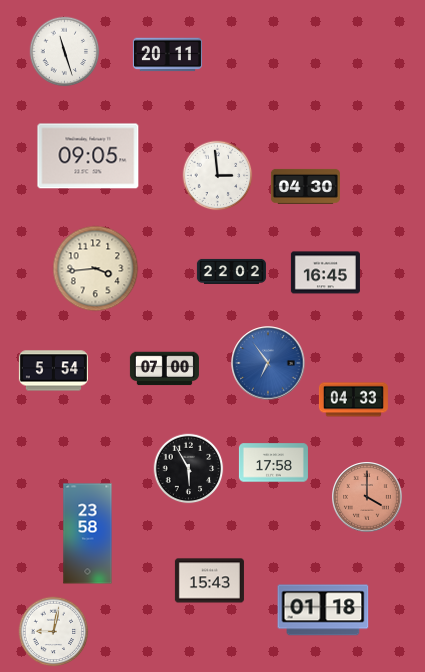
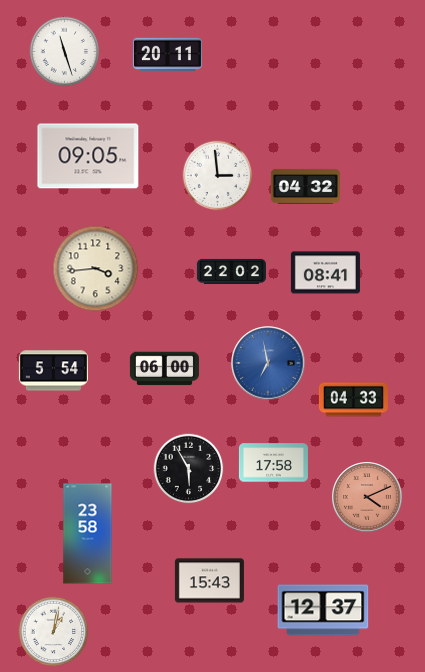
clock at (305, 186): 04:30 -> 04:32
clock at (325, 273): 16:45 -> 08:41
clock at (268, 363): 6:54 -> 6:58
clock at (164, 369): 07:00 -> 06:00
clock at (367, 497): 4:00 -> 4:11
clock at (323, 610): 01:18 -> 12:37
clock at (54, 632): 9:02 -> 1:02
